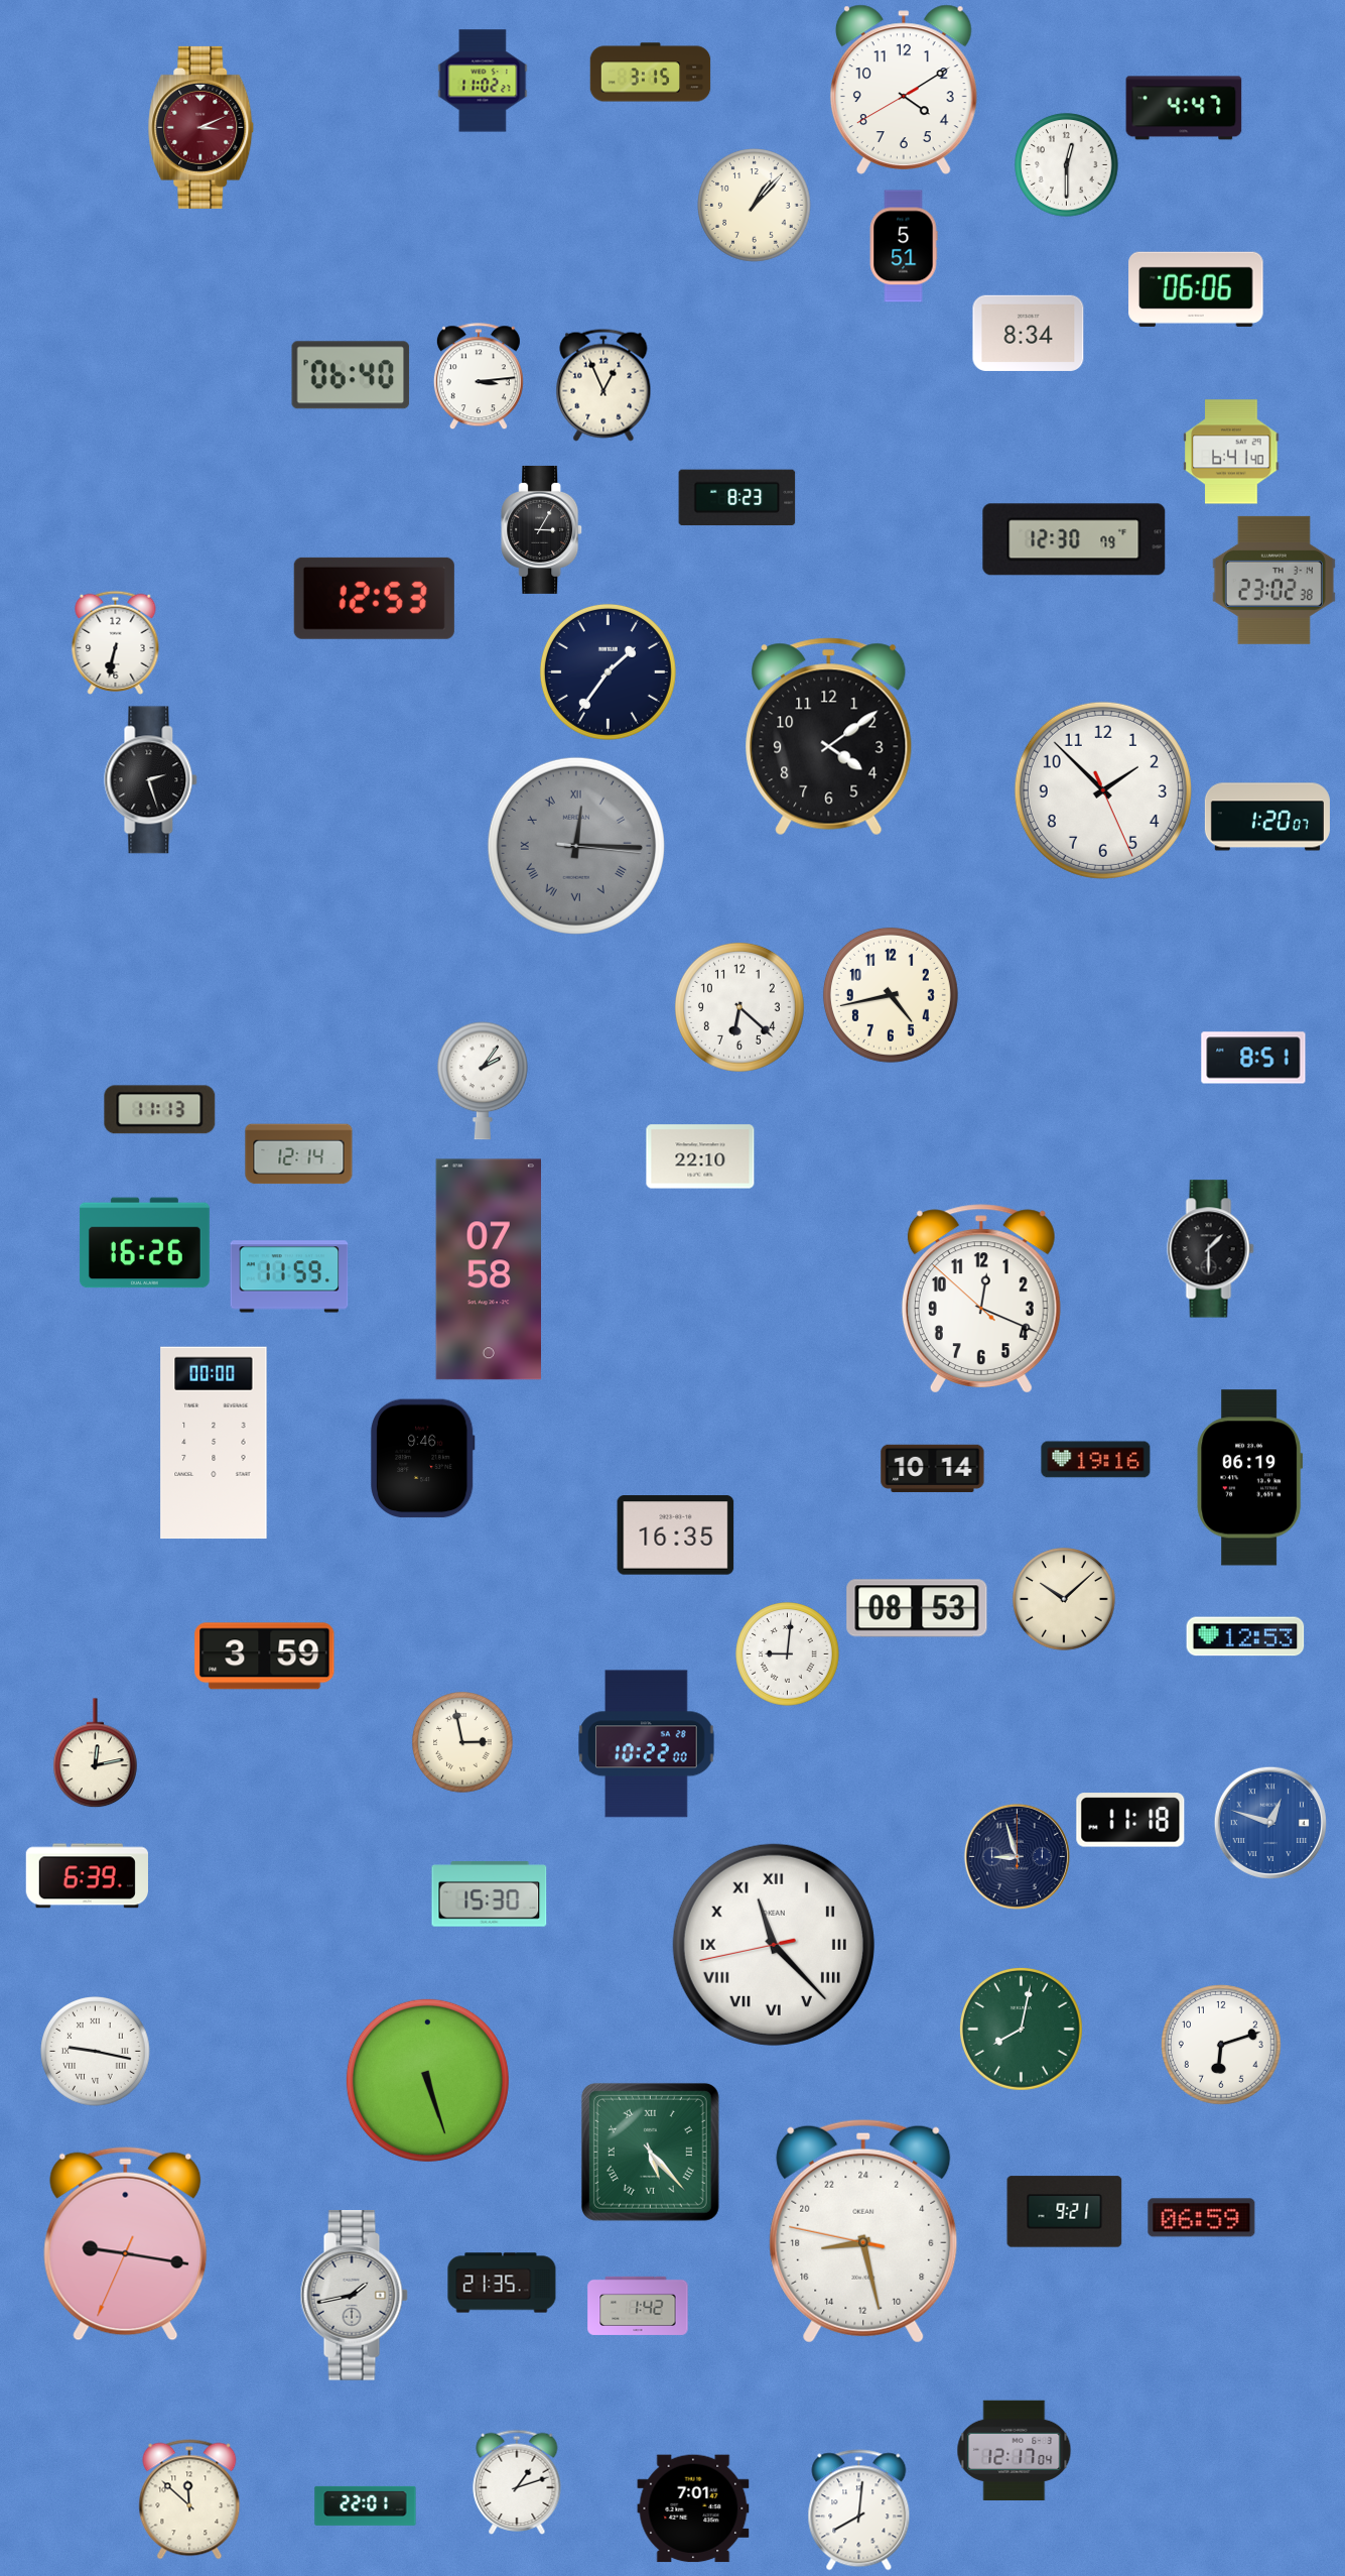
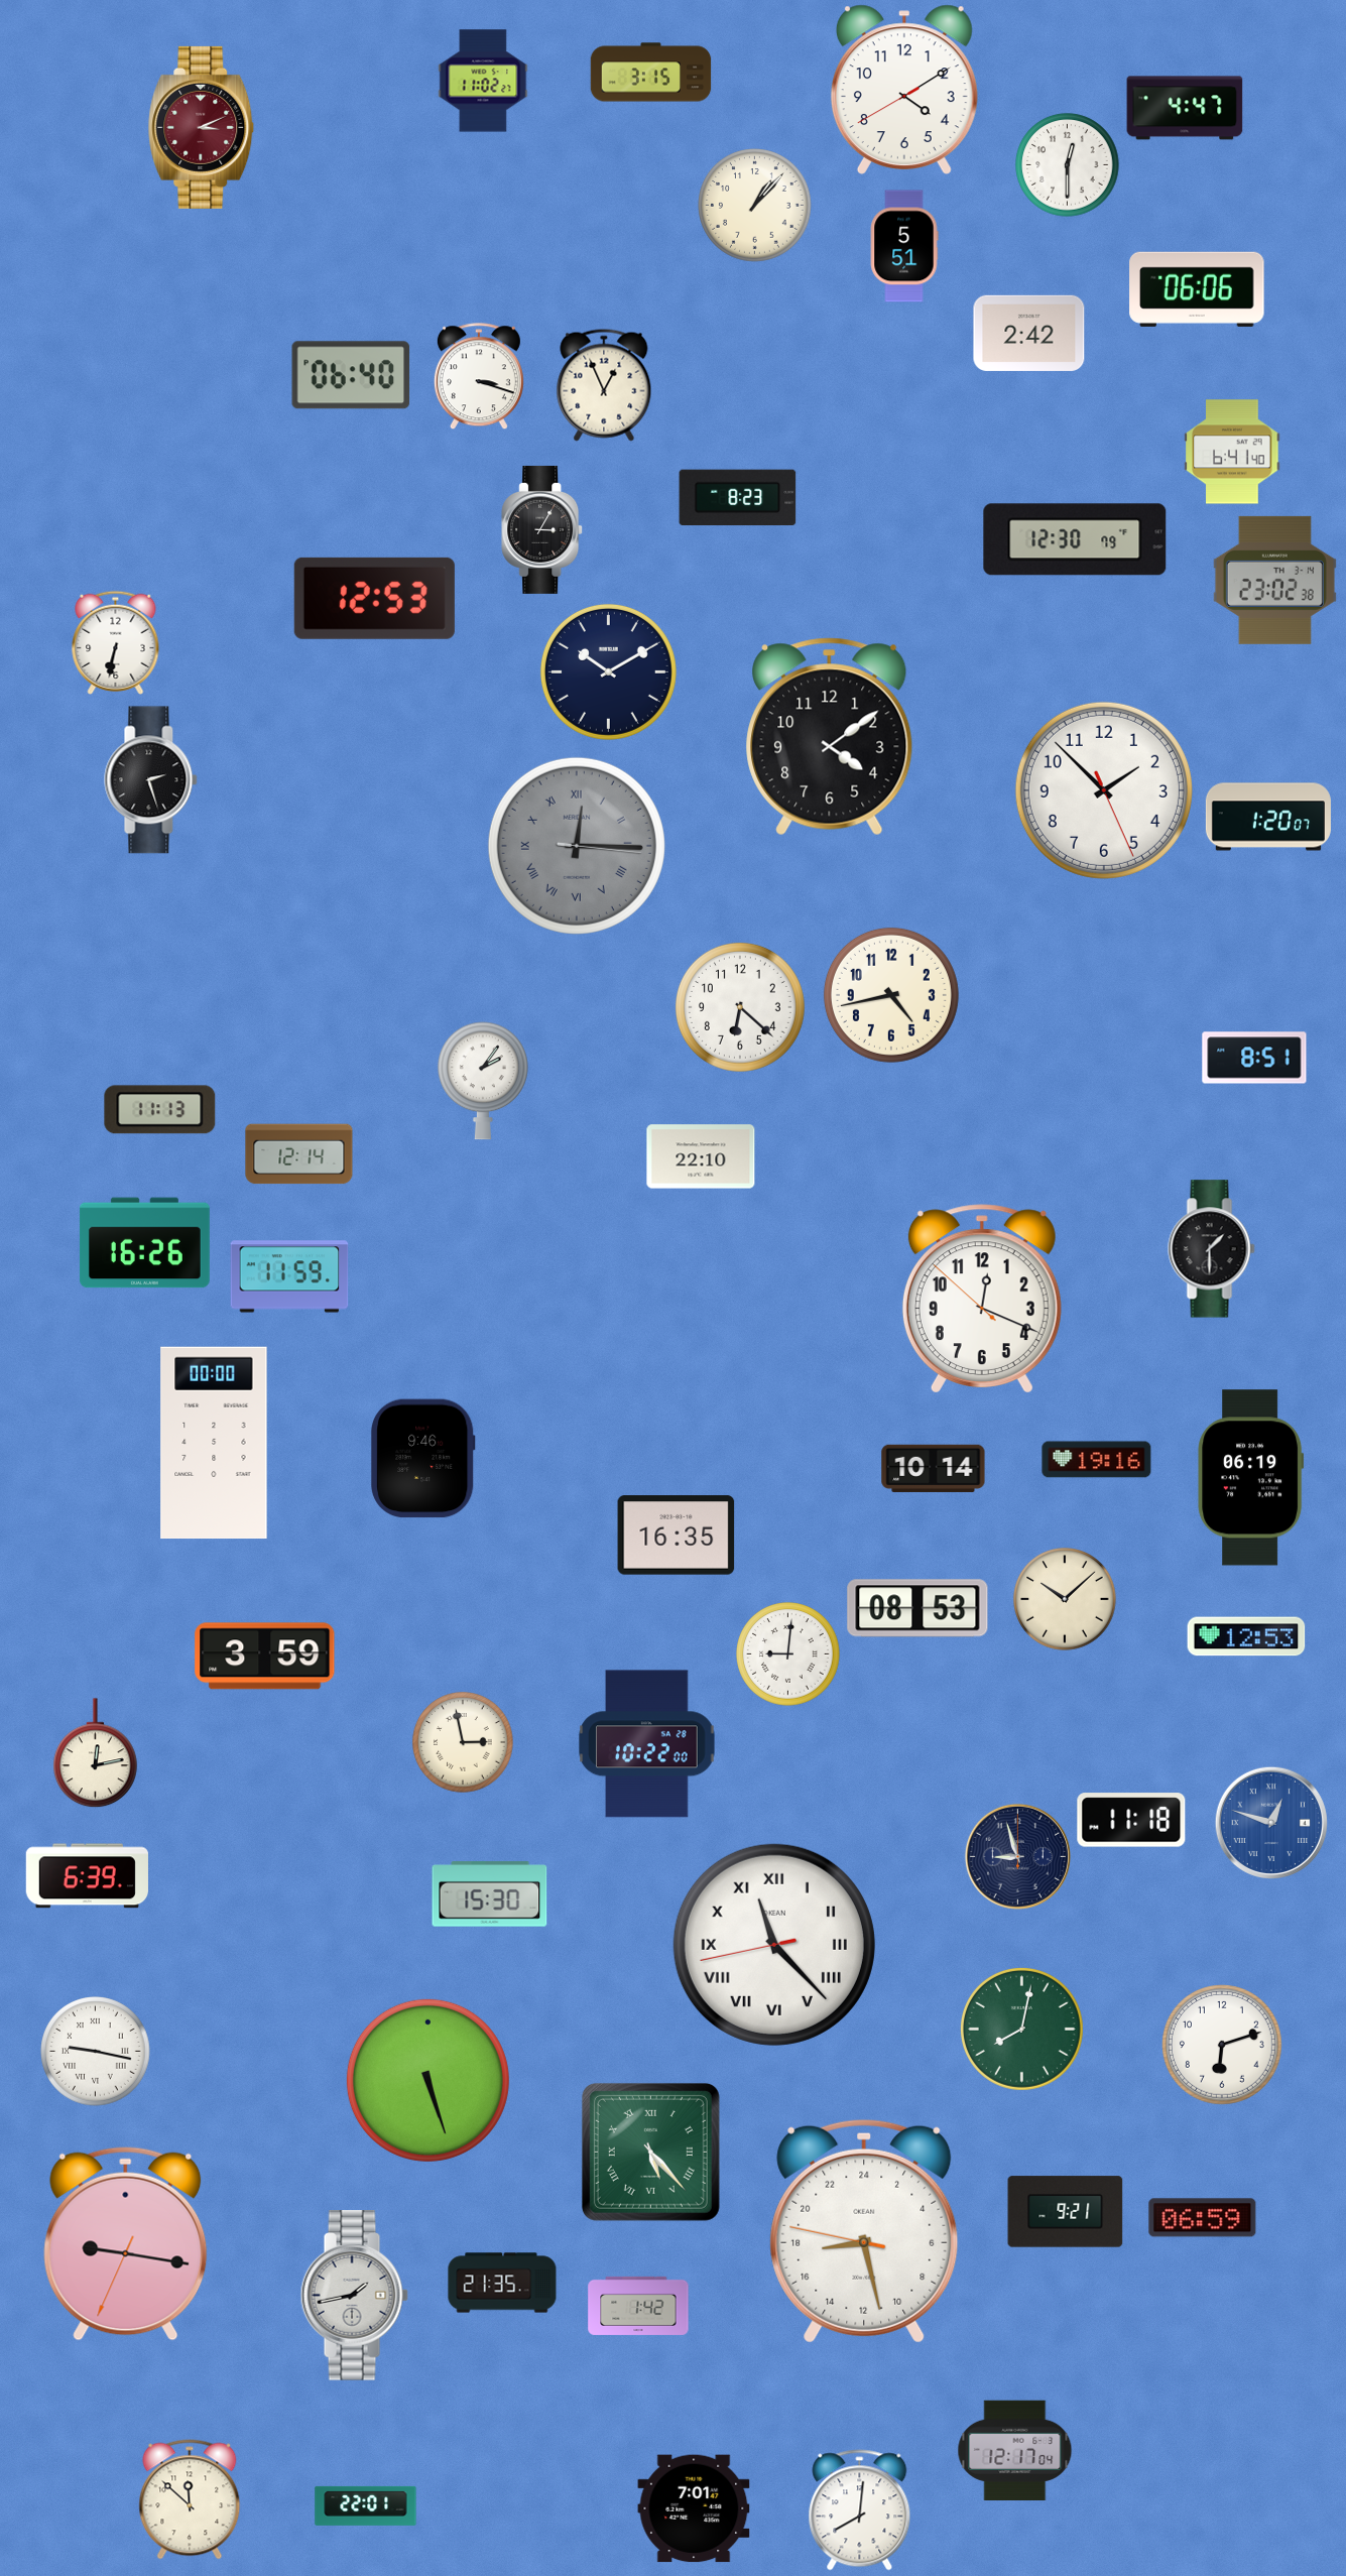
clock at (1029, 333): 8:34 -> 2:42
clock at (479, 377): 3:14 -> 3:18
clock at (608, 671): 1:36 -> 10:10
clock at (488, 1269): 07:58 -> none
clock at (517, 2481): 1:12 -> none
